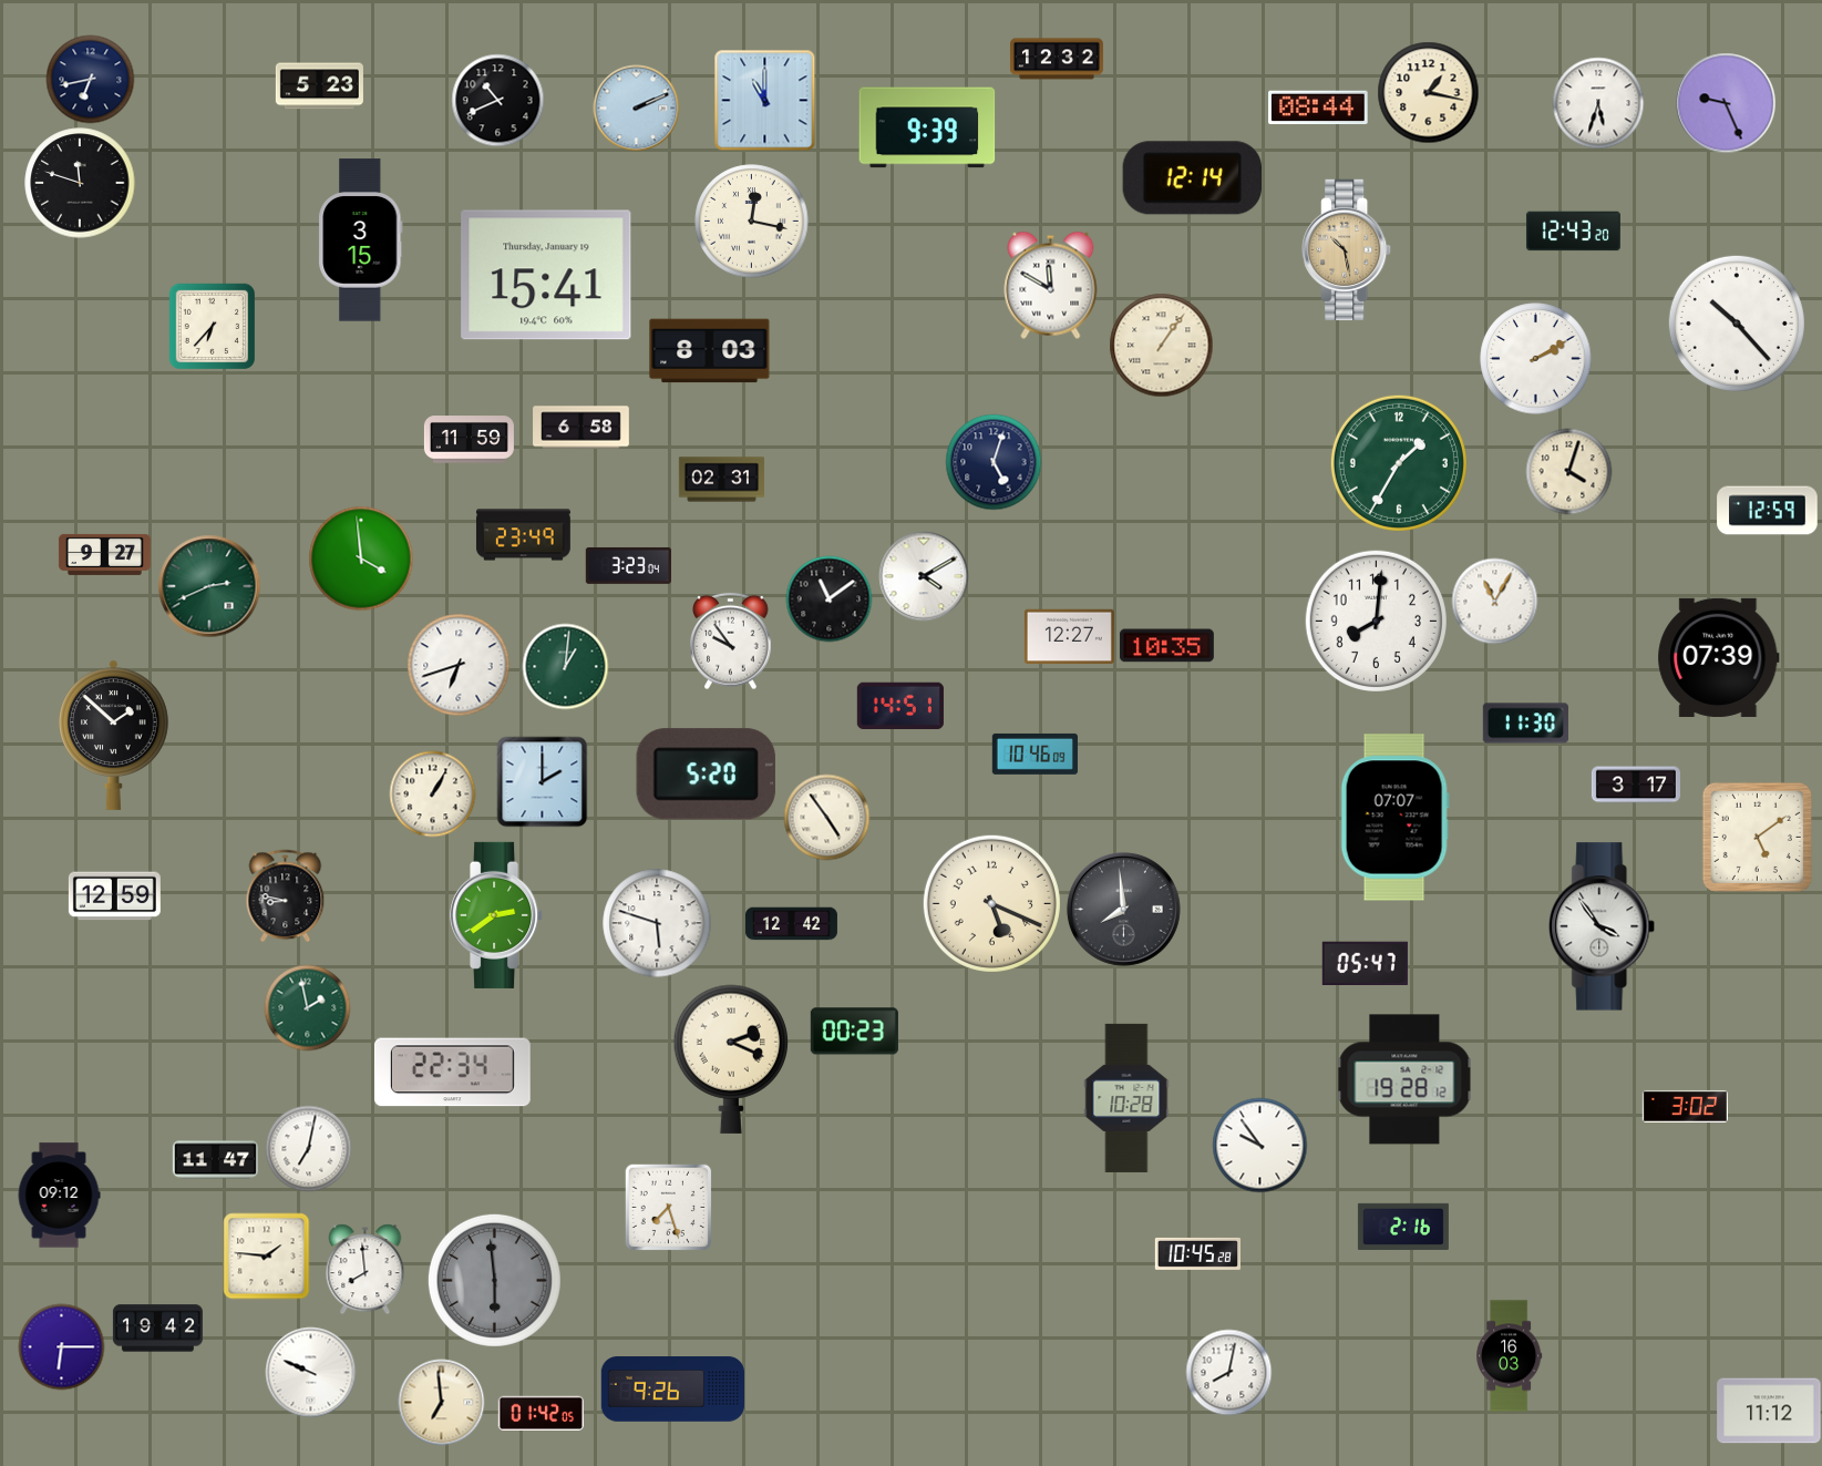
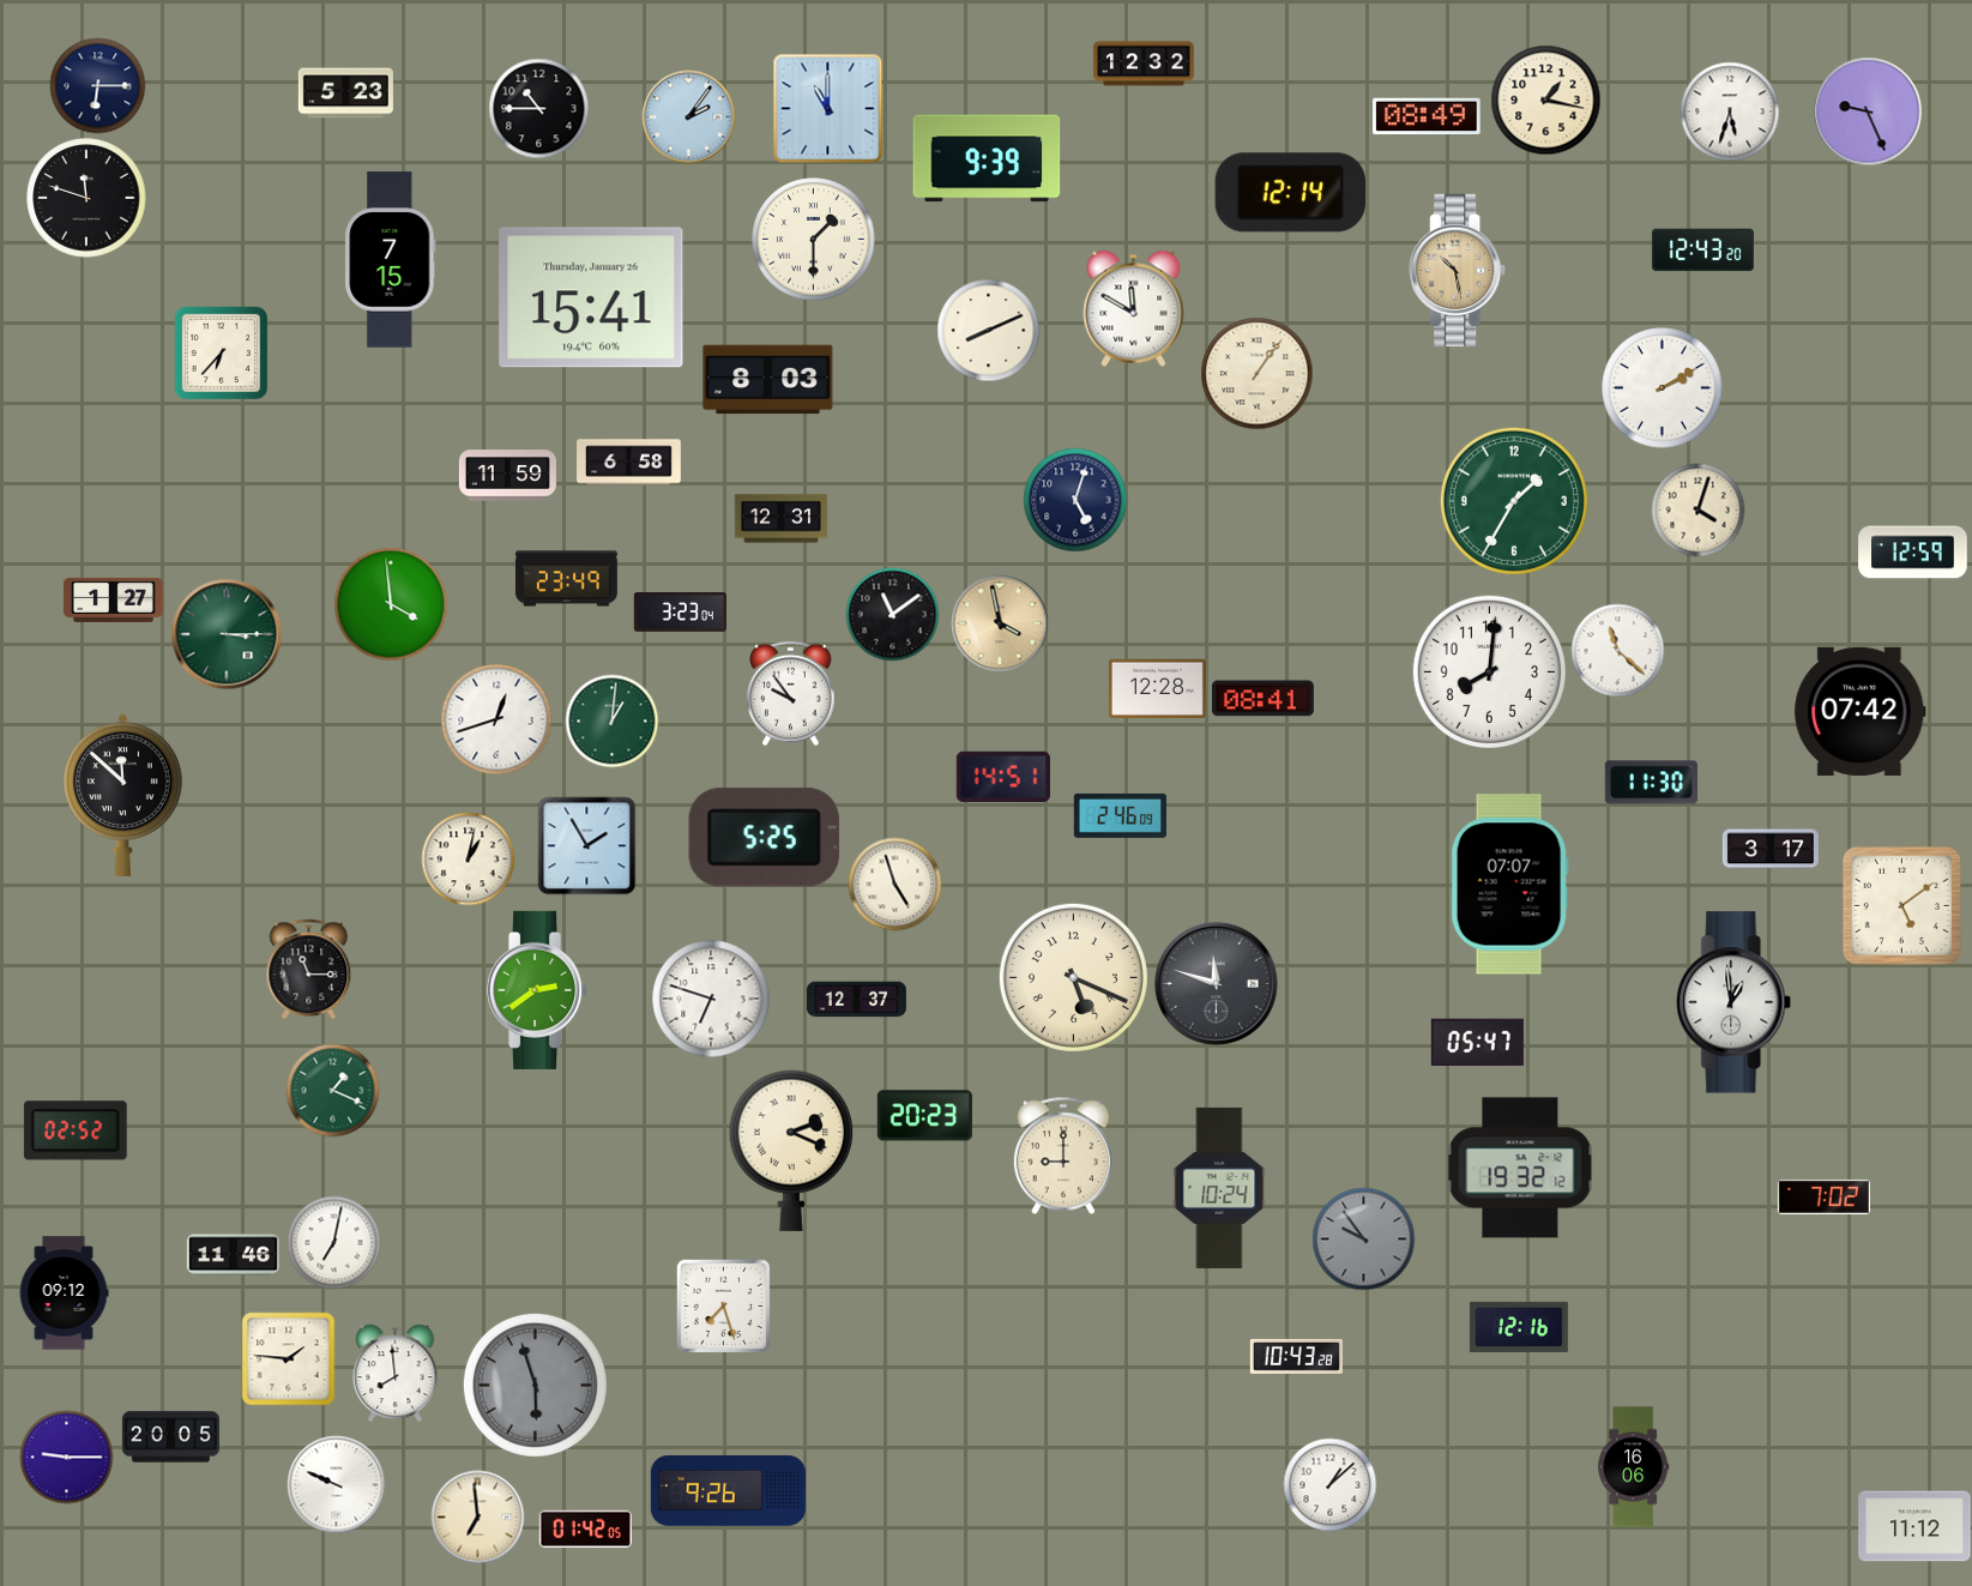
clock at (90, 79): 6:43 -> 6:15
clock at (497, 100): 10:41 -> 10:45
clock at (636, 107): 2:11 -> 2:06
clock at (1318, 107): 08:44 -> 08:49
clock at (927, 127) position: (927, 127) -> (987, 158)
clock at (752, 222): 12:17 -> 1:30
clock at (361, 240): 3:15 -> 7:15
clock at (546, 275) date: Thursday, January 19 -> Thursday, January 26
clock at (1051, 285) position: (1051, 285) -> (1134, 308)
clock at (988, 330): none -> 8:11
clock at (1737, 324): 10:23 -> none
clock at (212, 326) position: (212, 326) -> (221, 352)
clock at (721, 480): 02:31 -> 12:31
clock at (104, 554): 9:27 -> 1:27
clock at (924, 576): 4:10 -> 3:58
clock at (924, 576) dial: white -> champagne
clock at (209, 586): 2:41 -> 3:15
clock at (828, 598) position: (828, 598) -> (892, 614)
clock at (1494, 601): 11:05 -> 11:22
clock at (1069, 637): 12:27 -> 12:28
clock at (1166, 646): 10:35 -> 08:41
clock at (1719, 657): 07:39 -> 07:42
clock at (459, 665): 6:42 -> 12:42
clock at (900, 706) position: (900, 706) -> (1003, 777)
clock at (114, 735): 1:52 -> 11:52
clock at (1034, 753): 10:46 -> 2:46
clock at (706, 775): 5:20 -> 5:25
clock at (542, 781): 2:00 -> 1:55
clock at (432, 793): 1:05 -> 1:02
clock at (826, 817): 4:54 -> 4:57
clock at (286, 895): 8:47 -> 11:15
clock at (114, 896): 12:59 -> none
clock at (1123, 909): 7:59 -> 11:48
clock at (657, 923): 5:48 -> 6:48
clock at (791, 924): 12:42 -> 12:37
clock at (1603, 926): 3:54 -> 12:59
clock at (307, 1007): 1:58 -> 1:19
clock at (854, 1032): 00:23 -> 20:23
clock at (76, 1130): none -> 02:52
clock at (730, 1059) position: (730, 1059) -> (790, 1151)
clock at (1063, 1156): none -> 9:00
clock at (452, 1073): 22:34 -> none
clock at (1404, 1079): 19:28 -> 19:32
clock at (1126, 1098): 10:28 -> 10:24
clock at (1685, 1106): 3:02 -> 7:02
clock at (1259, 1145) dial: white -> grey
clock at (215, 1160): 11:47 -> 11:46
clock at (1403, 1227): 2:16 -> 12:16
clock at (1197, 1253): 10:45 -> 10:43
clock at (494, 1280): 5:59 -> 5:57
clock at (157, 1329): 19:42 -> 20:05
clock at (61, 1346): 6:15 -> 9:15
clock at (1510, 1356): 16:03 -> 16:06
clock at (1228, 1372): 8:02 -> 1:08
clock at (673, 1390) position: (673, 1390) -> (729, 1491)
